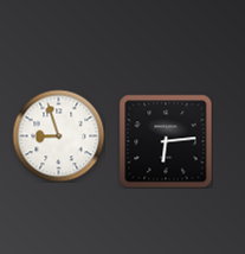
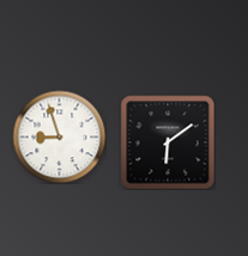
clock at (166, 141): 6:14 -> 6:09
